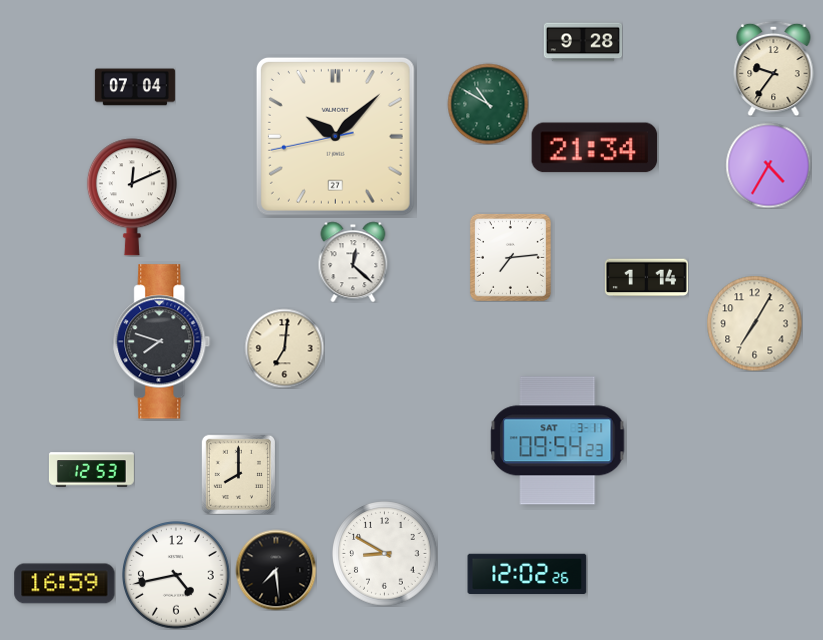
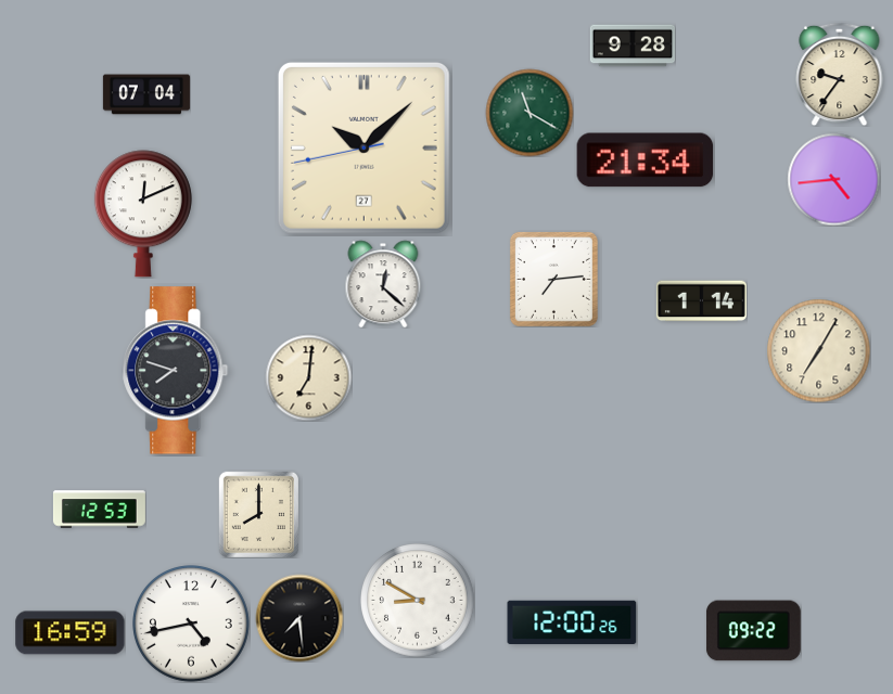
clock at (488, 104): 10:50 -> 11:20
clock at (768, 165): 4:35 -> 4:44
clock at (558, 441): 09:54 -> none
clock at (527, 574): 12:02 -> 12:00
clock at (753, 631): none -> 09:22
